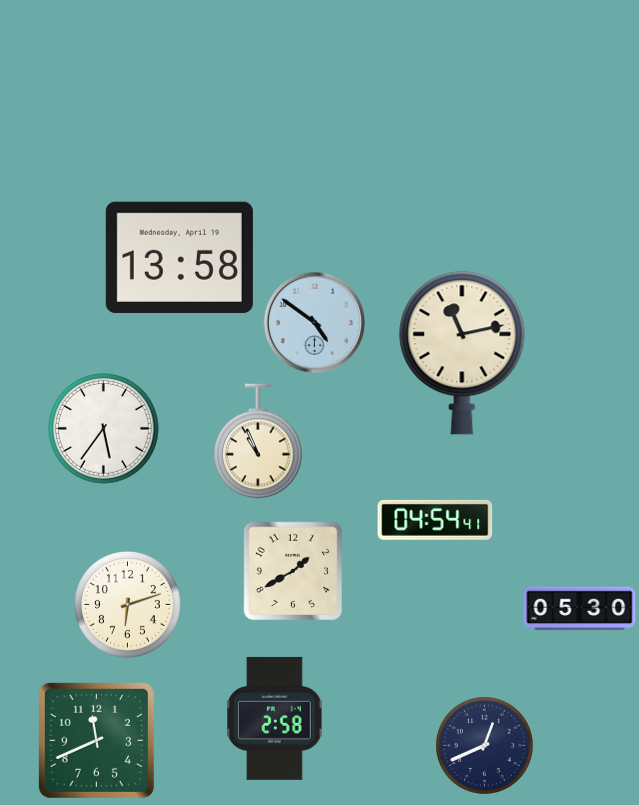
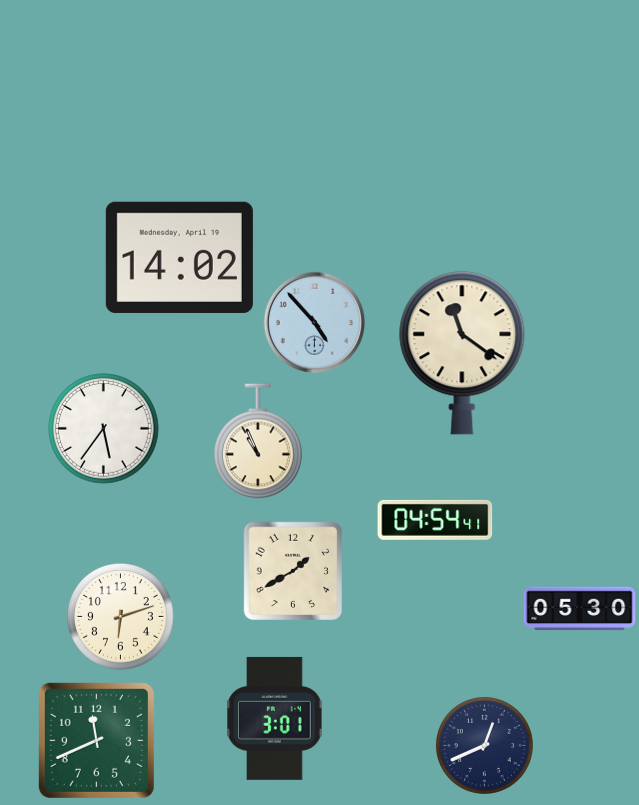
clock at (179, 257): 13:58 -> 14:02
clock at (314, 322): 4:51 -> 4:53
clock at (462, 353): 11:13 -> 11:21
clock at (128, 605) position: (128, 605) -> (121, 617)
clock at (275, 718): 2:58 -> 3:01
